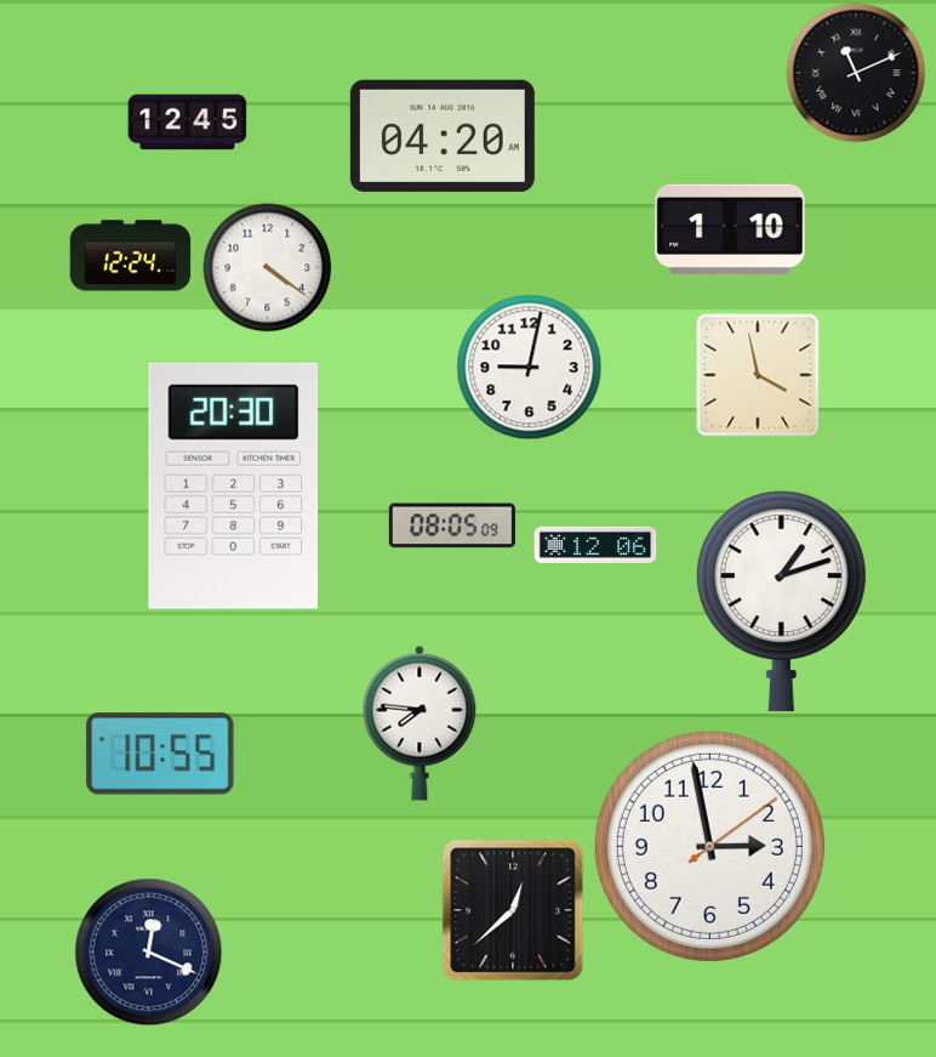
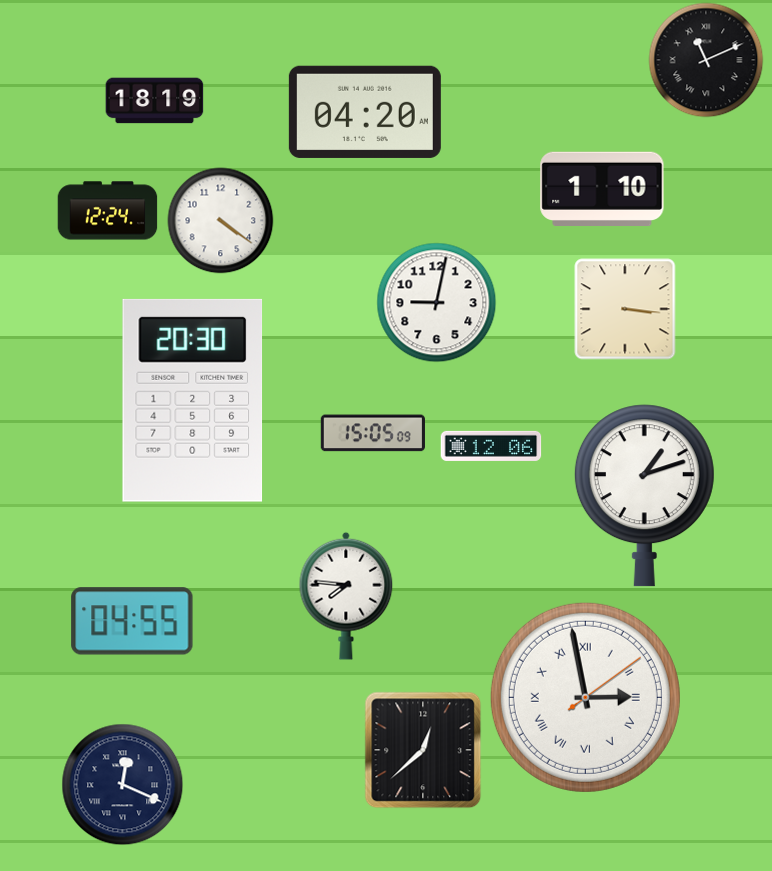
clock at (188, 123): 12:45 -> 18:19
clock at (758, 375): 3:58 -> 3:16
clock at (452, 525): 08:05 -> 15:05
clock at (595, 545) position: (595, 545) -> (491, 446)
clock at (160, 754): 10:55 -> 04:55
clock at (709, 846) numerals: Arabic -> Roman
